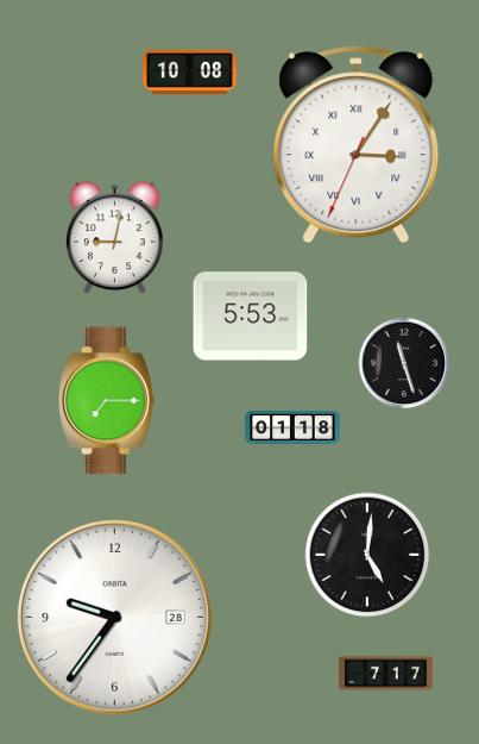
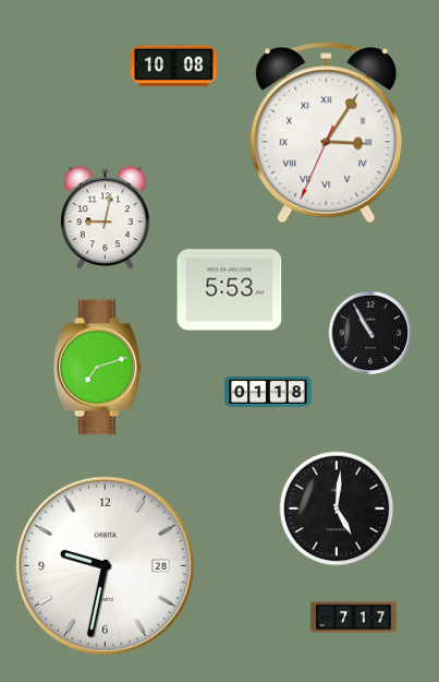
clock at (404, 363): 11:27 -> 10:55
clock at (107, 401): 7:15 -> 7:12
clock at (114, 617): 9:36 -> 9:32
